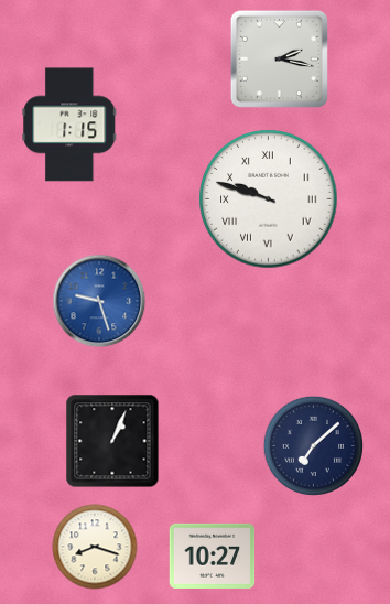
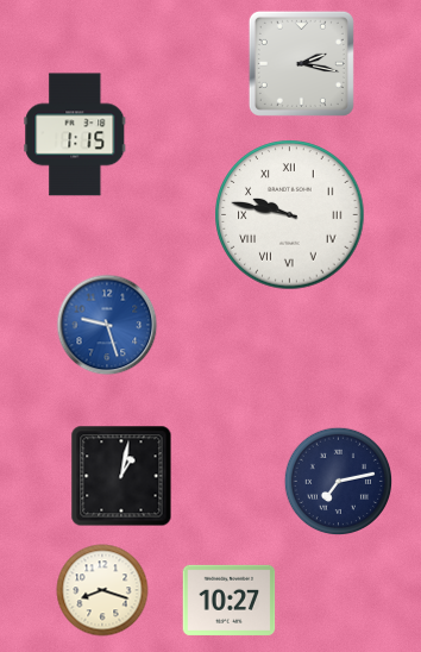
clock at (269, 199): 9:48 -> 9:47
clock at (112, 441): 1:04 -> 1:02
clock at (313, 445): 7:08 -> 7:13
